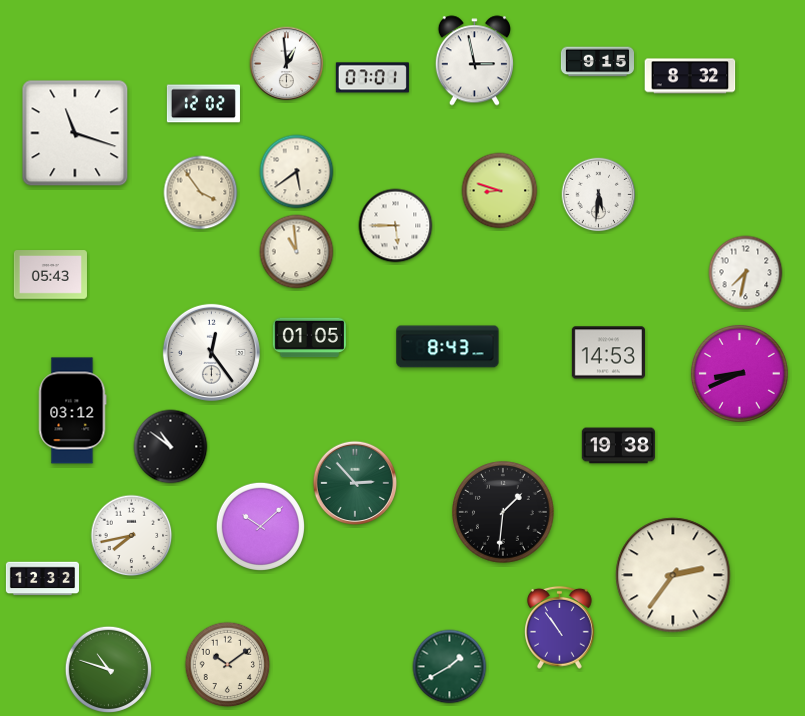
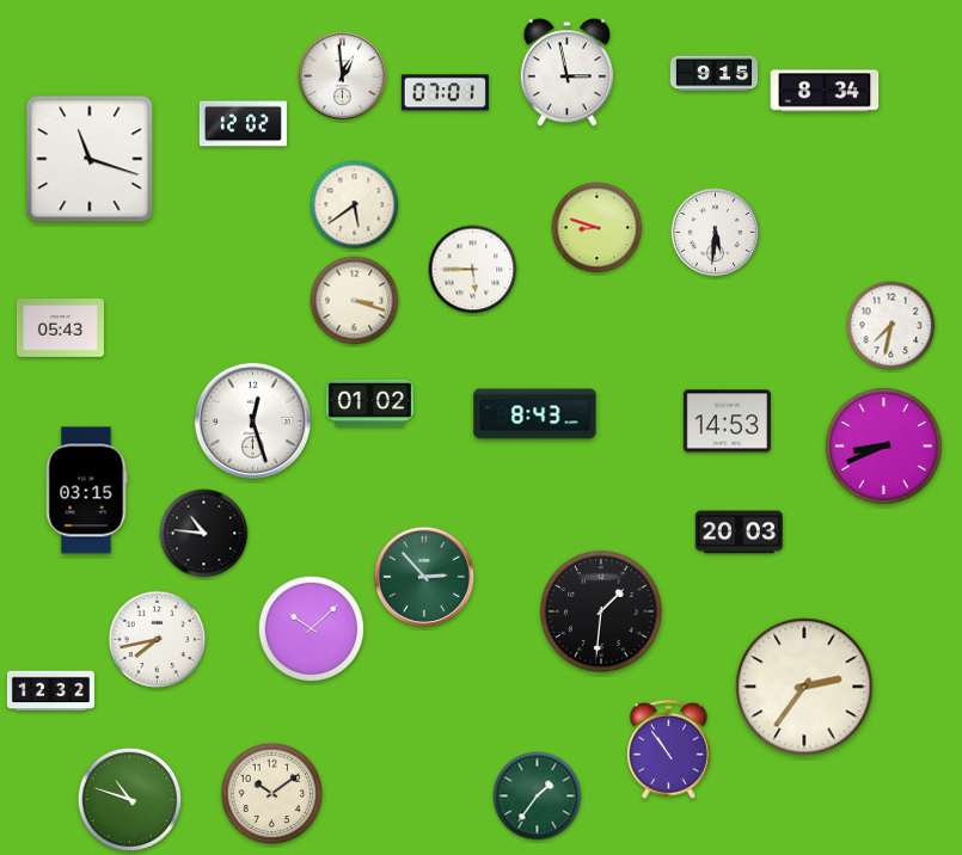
clock at (690, 76): 8:32 -> 8:34
clock at (201, 193): 3:54 -> none
clock at (297, 252): 10:59 -> 3:18
clock at (309, 338): 01:05 -> 01:02
clock at (211, 352): 12:24 -> 12:27
clock at (73, 411): 03:12 -> 03:15
clock at (618, 446): 19:38 -> 20:03
clock at (171, 447): 10:51 -> 10:46
clock at (450, 667): 1:40 -> 1:36
